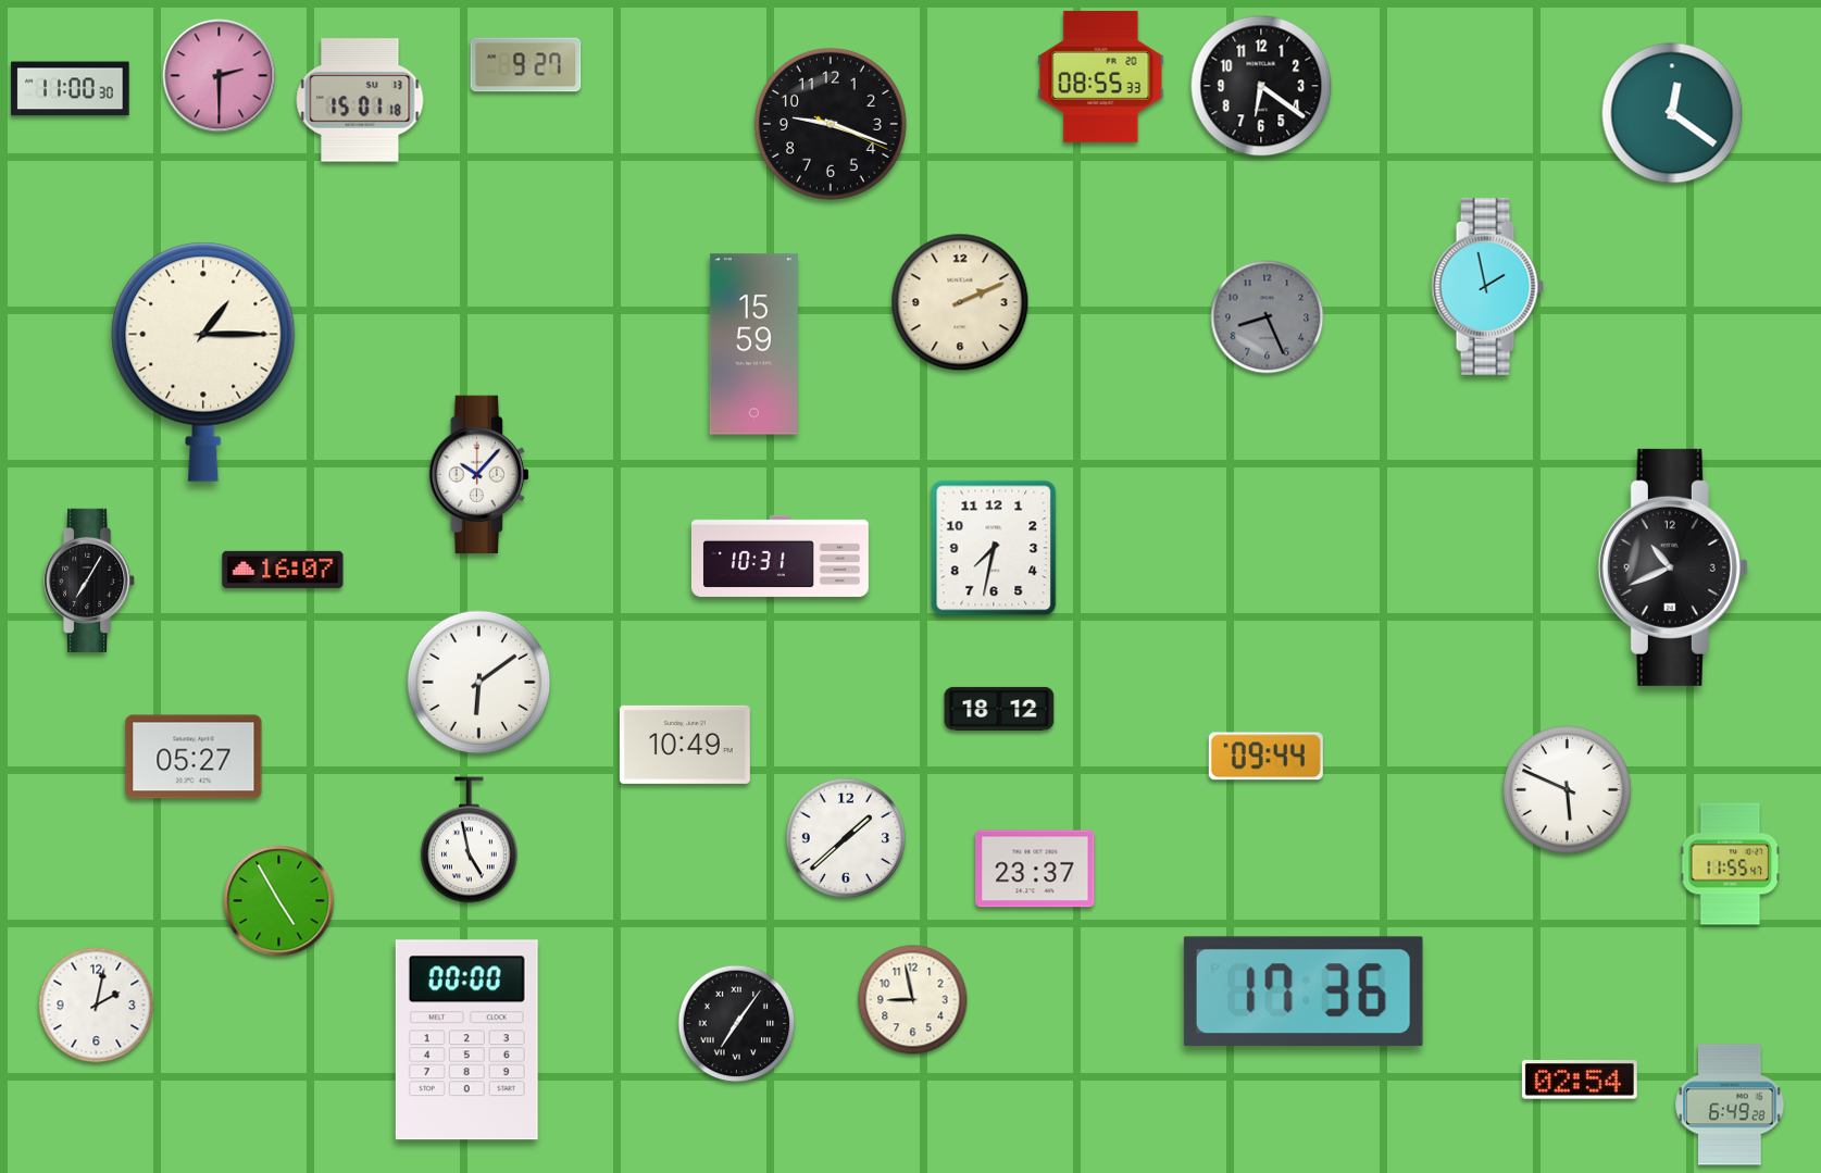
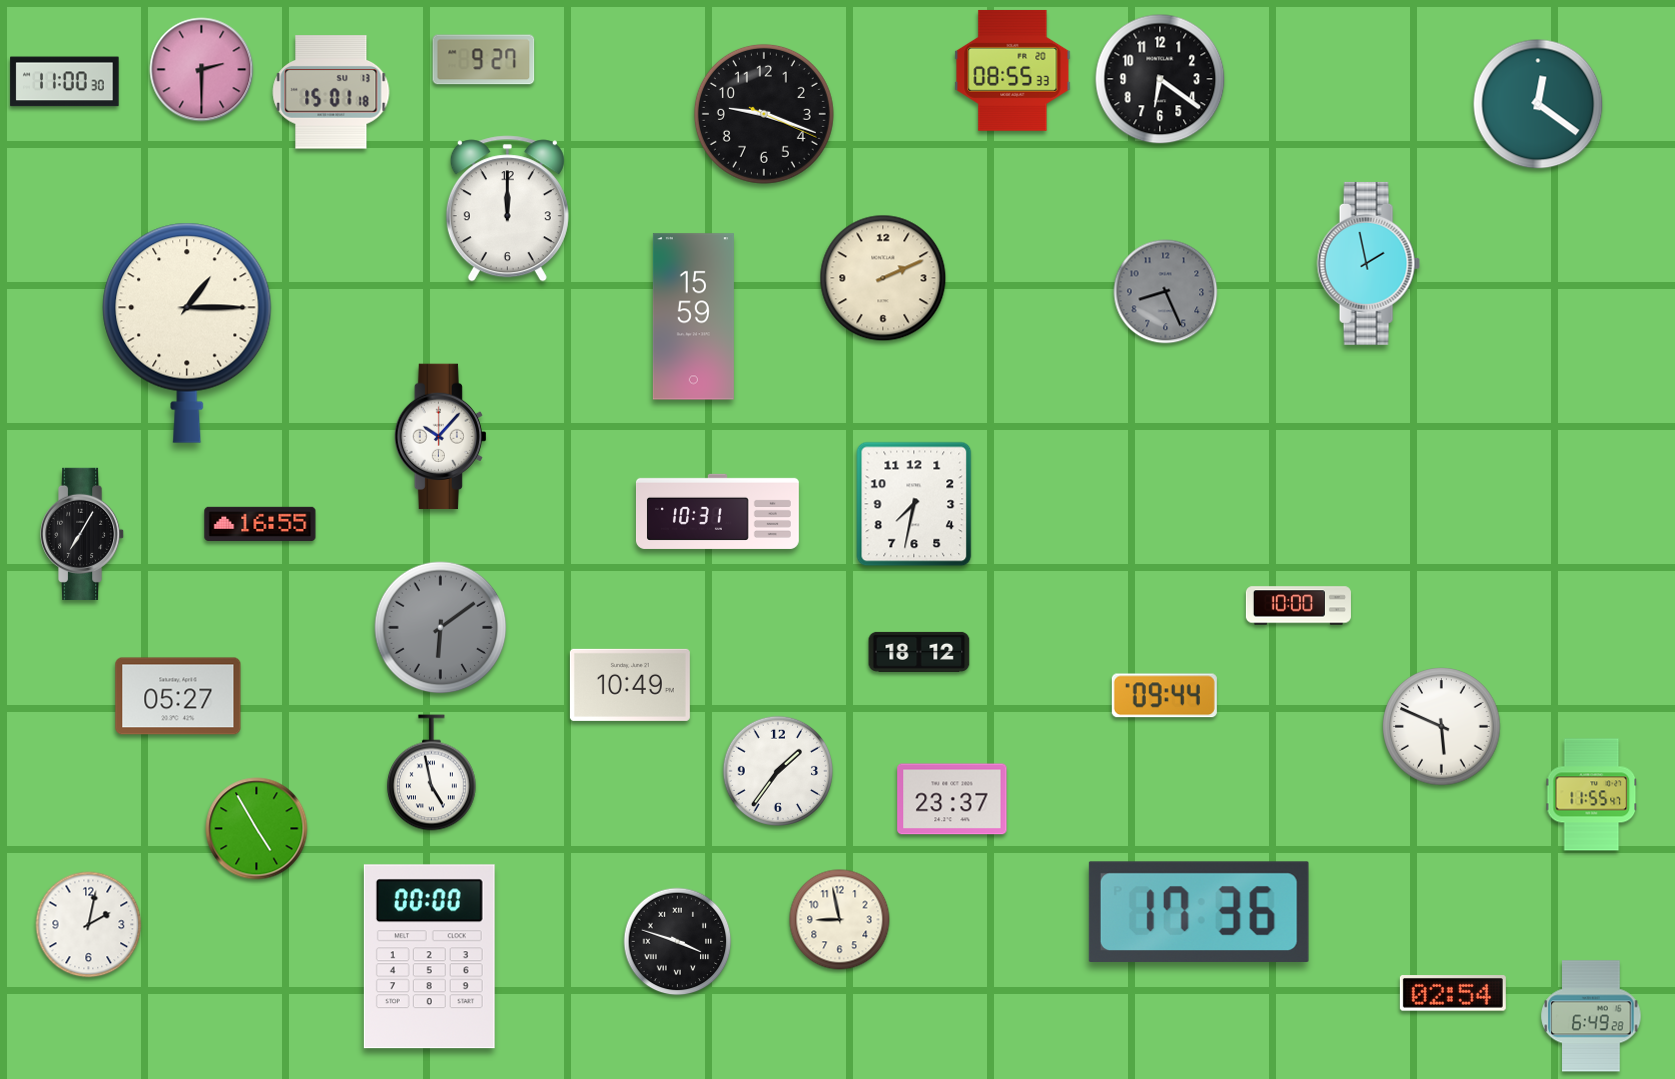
clock at (507, 209): none -> 12:00
clock at (1673, 567): 10:41 -> none
clock at (283, 570): 16:07 -> 16:55
clock at (1298, 606): none -> 10:00
clock at (479, 683) dial: white -> grey
clock at (845, 837): 1:38 -> 1:36
clock at (737, 1024): 7:06 -> 3:48
